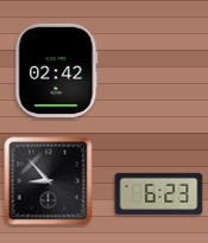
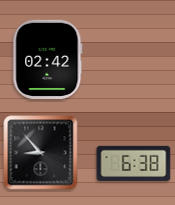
clock at (159, 193): 6:23 -> 6:38
